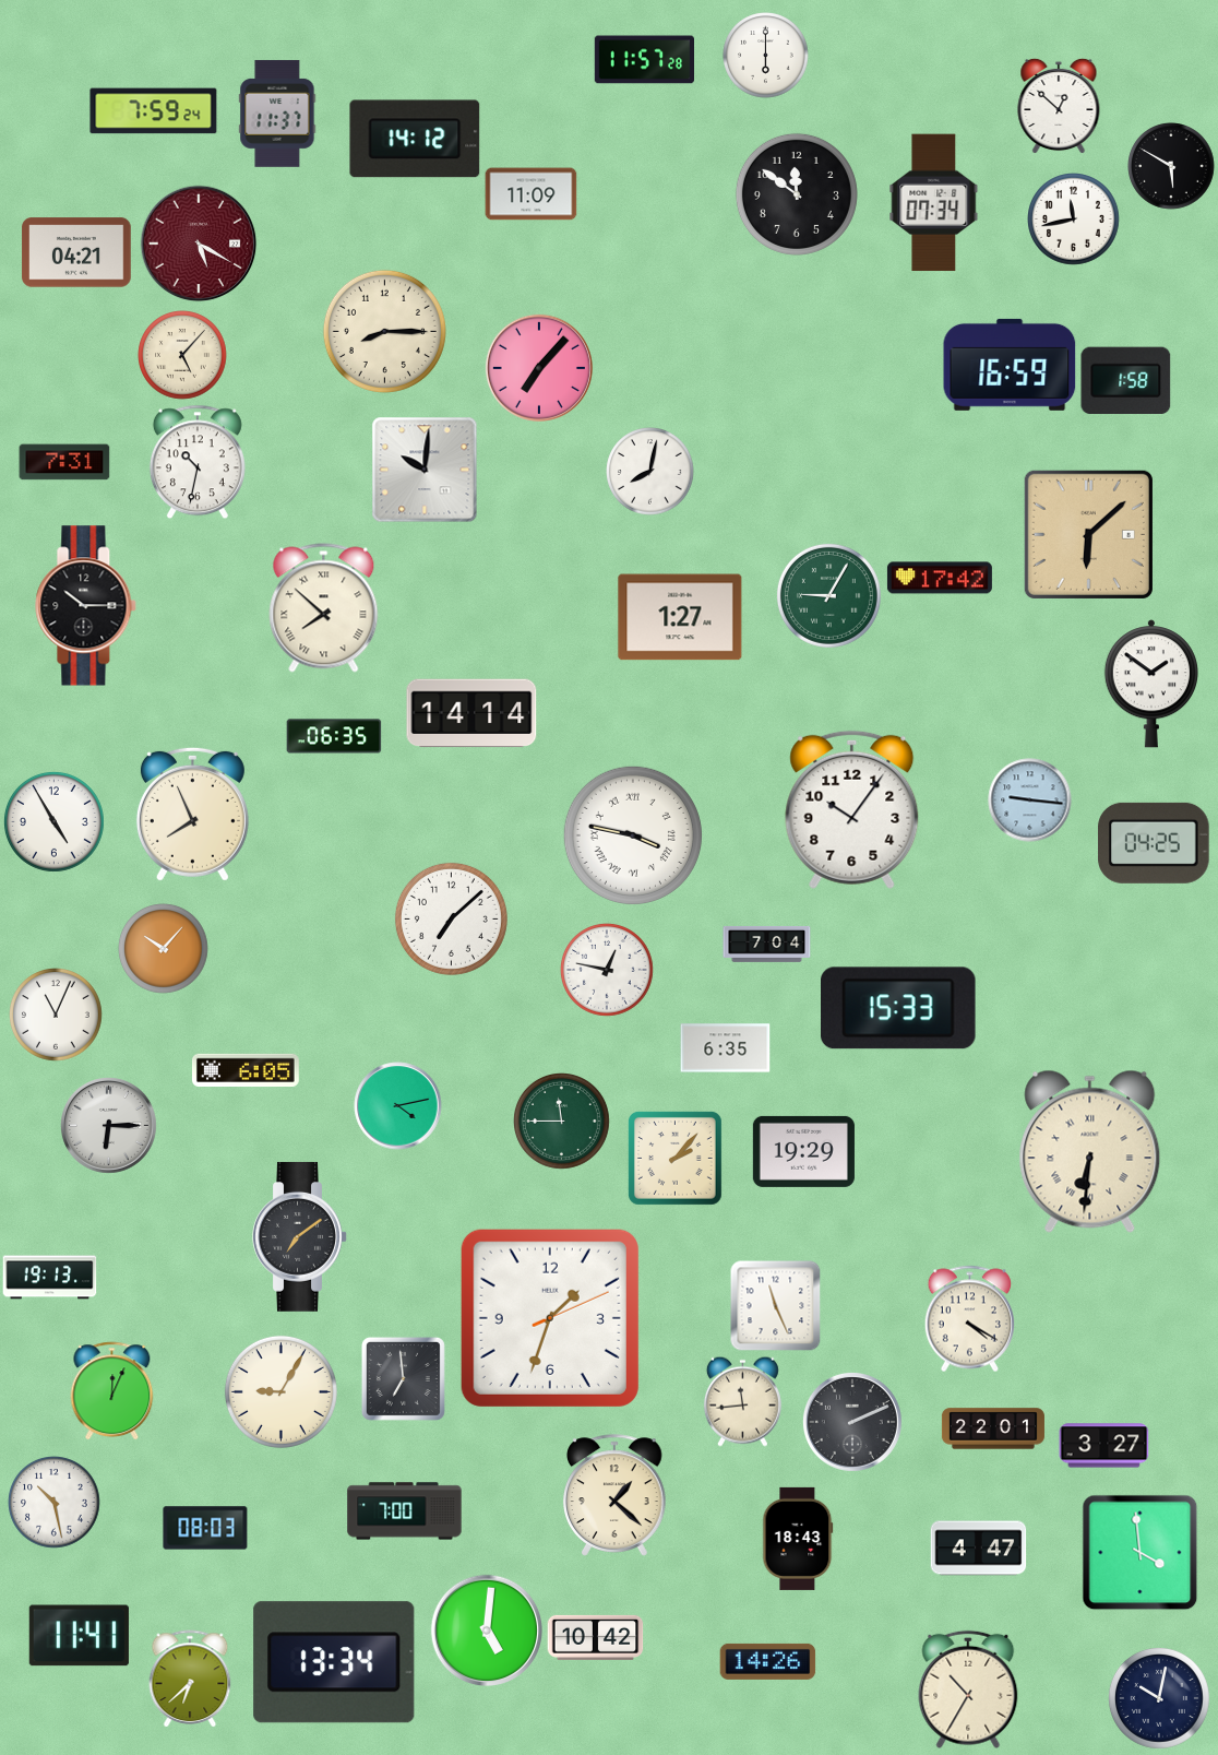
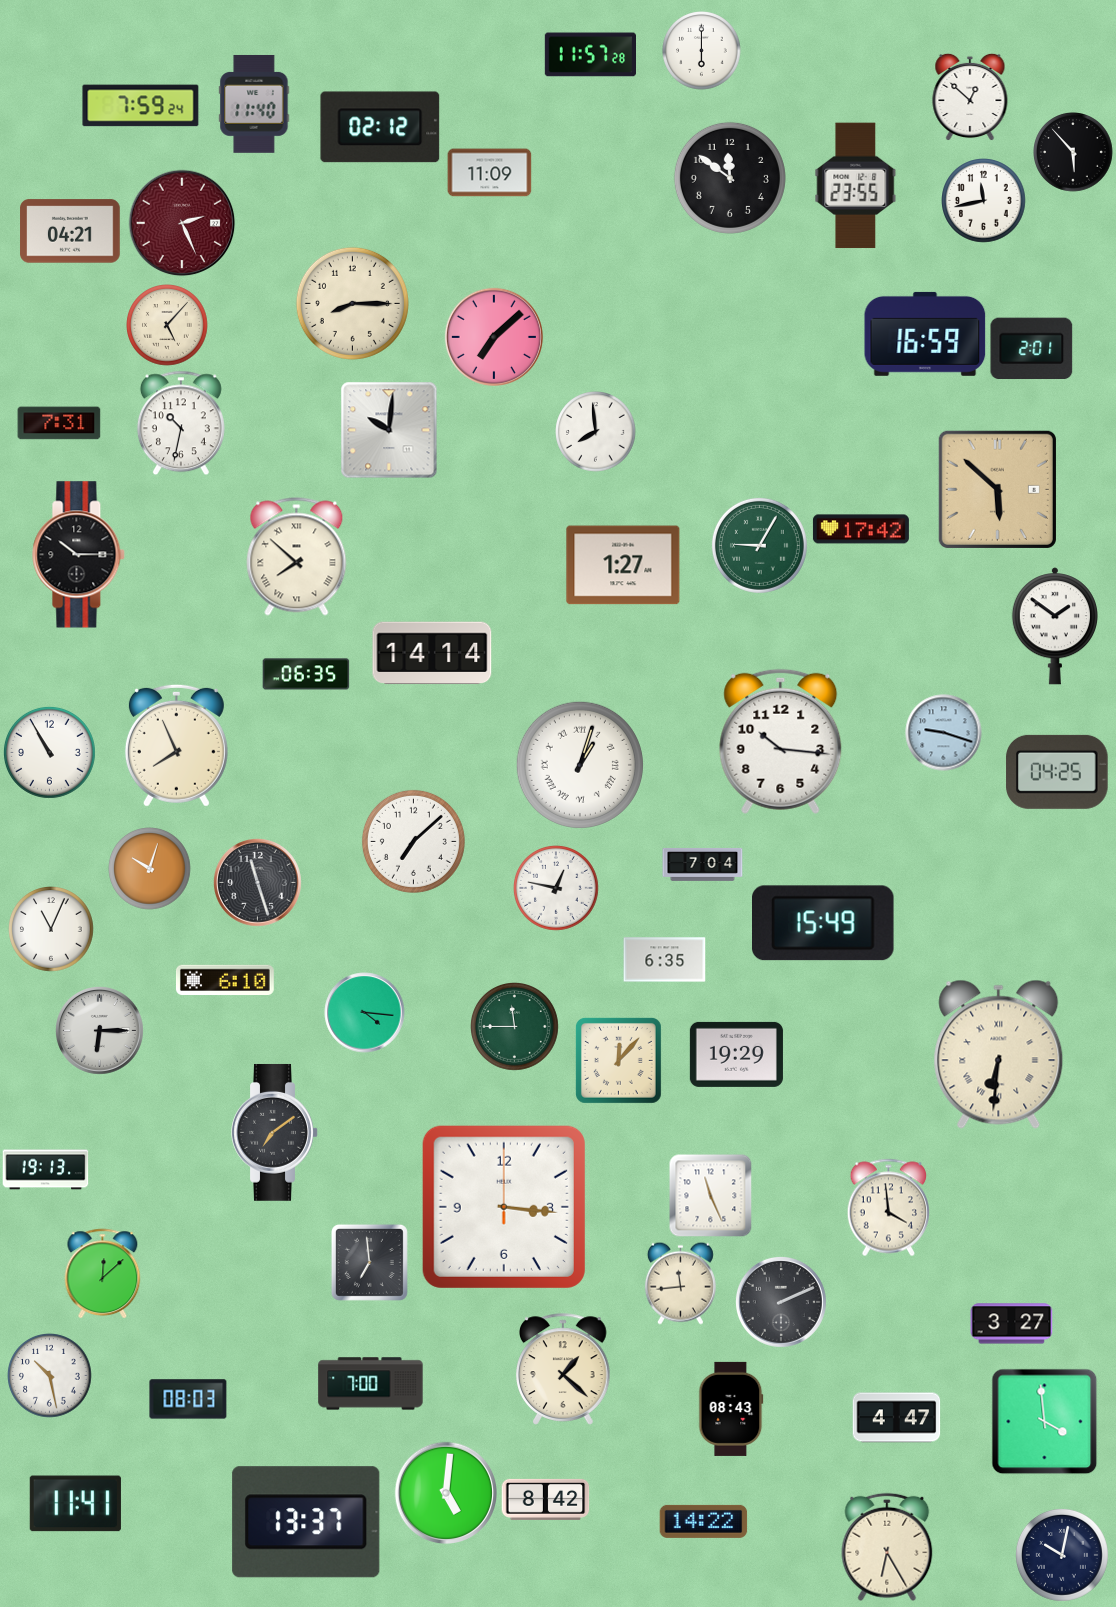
clock at (154, 111) position: (154, 111) -> (141, 106)
clock at (277, 114): 11:37 -> 11:40
clock at (415, 139): 14:12 -> 02:12
clock at (1171, 166): 5:50 -> 5:53
clock at (532, 194) position: (532, 194) -> (490, 173)
clock at (934, 203): 07:34 -> 23:55
clock at (199, 244): 5:20 -> 2:26
clock at (539, 368): 7:07 -> 7:08
clock at (1126, 380): 1:58 -> 2:01
clock at (650, 472): 8:02 -> 7:59
clock at (1088, 534): 6:08 -> 5:52
clock at (1030, 801): 9:16 -> 9:18
clock at (852, 809): 10:06 -> 10:16
clock at (53, 821): 4:55 -> 10:55
clock at (633, 835): 3:47 -> 1:03
clock at (164, 949): 10:07 -> 10:03
clock at (258, 883): none -> 11:27
clock at (898, 1008): 15:33 -> 15:49
clock at (247, 1069): 6:05 -> 6:10
clock at (398, 1106): 4:13 -> 4:16
clock at (674, 1158): 2:07 -> 12:07
clock at (550, 1318): 1:33 -> 3:16
clock at (969, 1319): 4:20 -> 3:59
clock at (112, 1391): 12:04 -> 12:08
clock at (280, 1391): 9:05 -> none
clock at (993, 1428): 22:01 -> none
clock at (798, 1539): 18:43 -> 08:43
clock at (79, 1636) position: (79, 1636) -> (75, 1504)
clock at (596, 1637): 10:42 -> 8:42
clock at (768, 1661): 14:26 -> 14:22
clock at (334, 1662): 13:34 -> 13:37
clock at (190, 1679): 6:38 -> none
clock at (968, 1689): 10:35 -> 6:25
